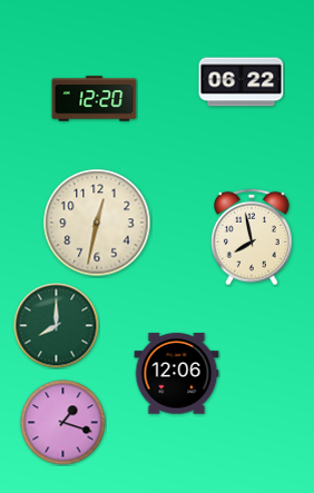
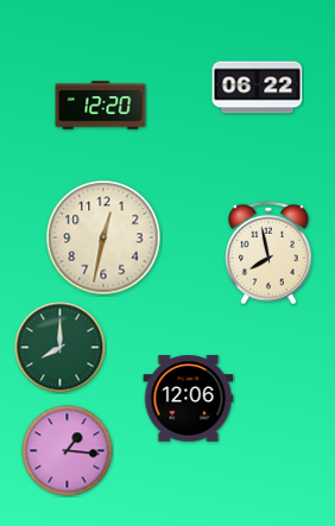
clock at (63, 423): 1:18 -> 1:16
